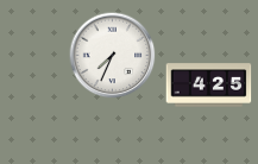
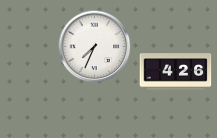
clock at (209, 86): 4:25 -> 4:26
